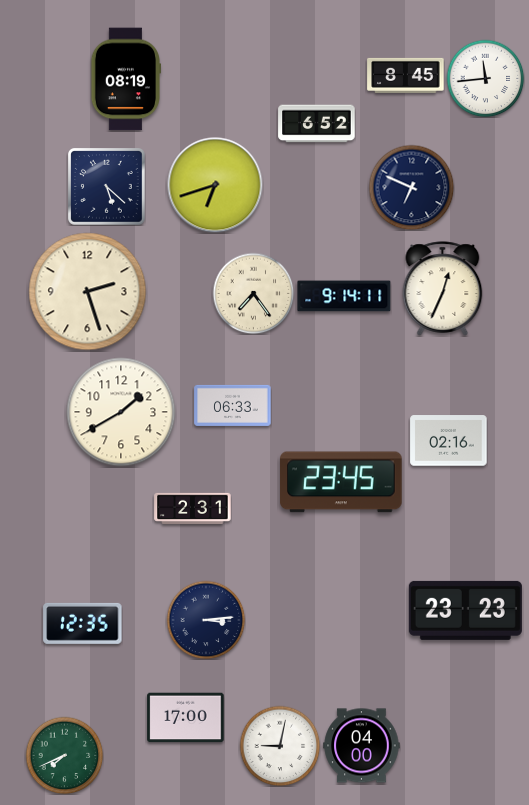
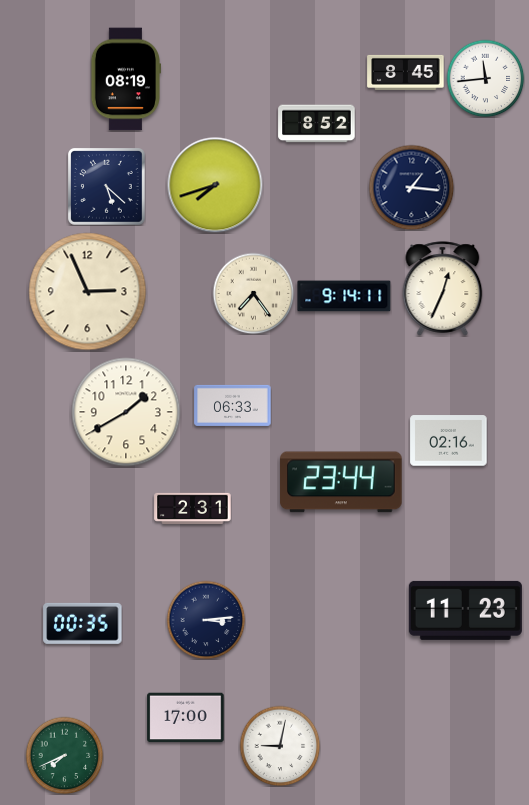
clock at (406, 75) position: (406, 75) -> (406, 72)
clock at (317, 124): 6:52 -> 8:52
clock at (215, 185): 6:42 -> 7:42
clock at (411, 187): 6:49 -> 1:16
clock at (88, 292): 2:27 -> 2:56
clock at (121, 412) position: (121, 412) -> (126, 412)
clock at (341, 482): 23:45 -> 23:44
clock at (465, 610): 23:23 -> 11:23
clock at (83, 623): 12:35 -> 00:35
clock at (362, 746): 04:00 -> none
